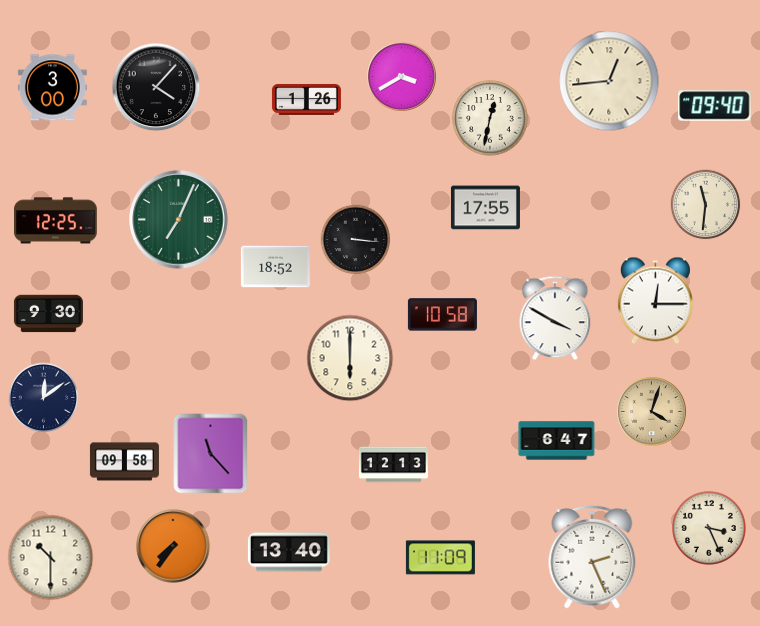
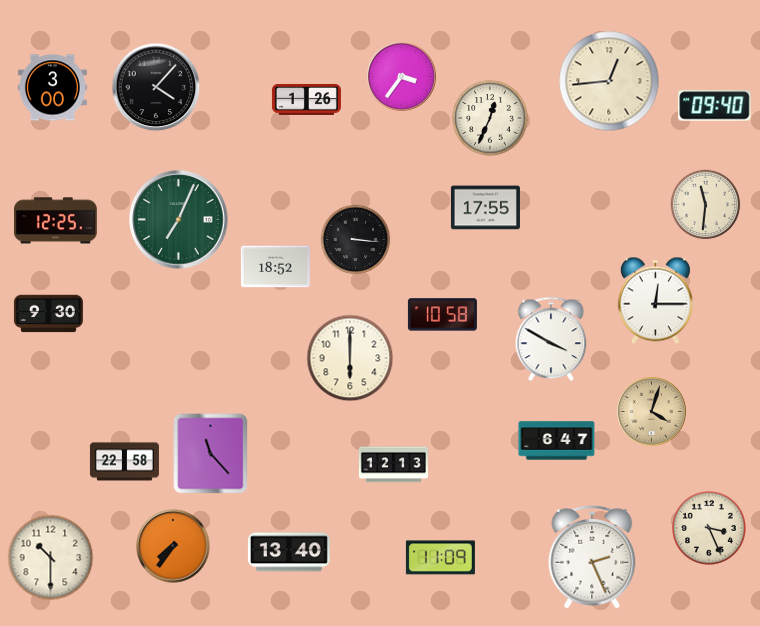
clock at (402, 77): 3:40 -> 3:36
clock at (490, 118): 12:32 -> 12:34
clock at (555, 318) position: (555, 318) -> (551, 339)
clock at (44, 398): 12:09 -> none
clock at (124, 462): 09:58 -> 22:58
